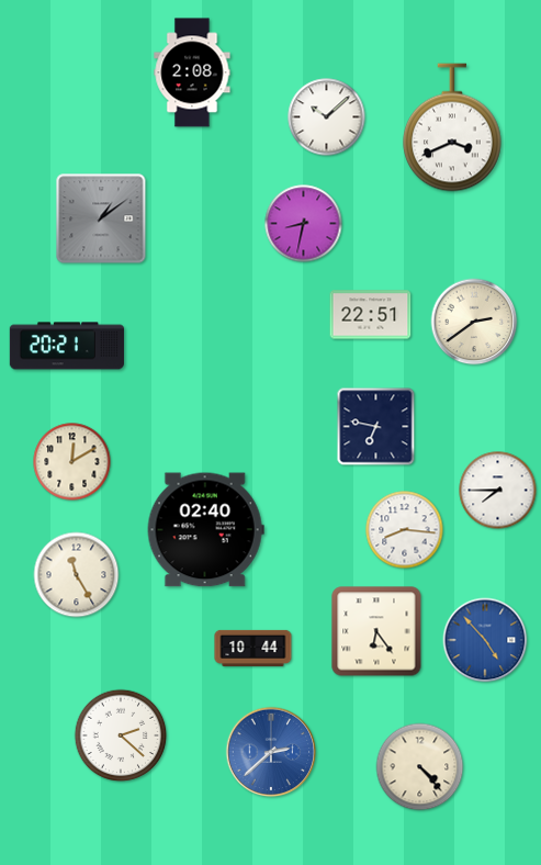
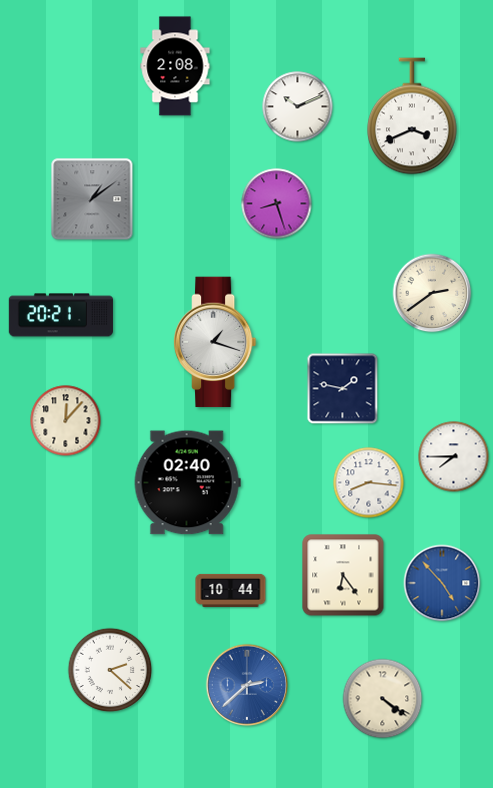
clock at (327, 117): 10:08 -> 10:11
clock at (304, 224): 8:32 -> 8:27
clock at (371, 315): 22:51 -> none
clock at (215, 342): none -> 1:18
clock at (376, 427): 6:47 -> 1:47
clock at (72, 462): 12:10 -> 12:07
clock at (498, 491) position: (498, 491) -> (454, 457)
clock at (77, 575): 11:25 -> none
clock at (420, 767): 4:23 -> 4:21
